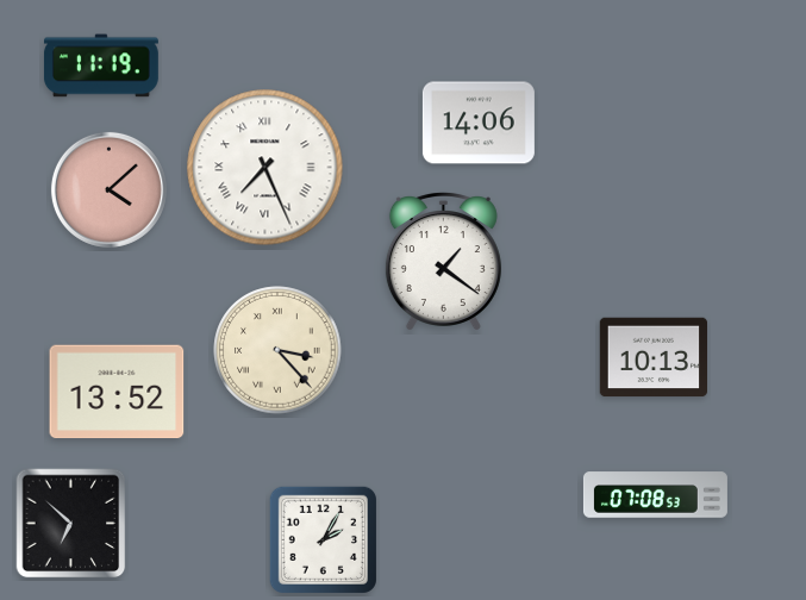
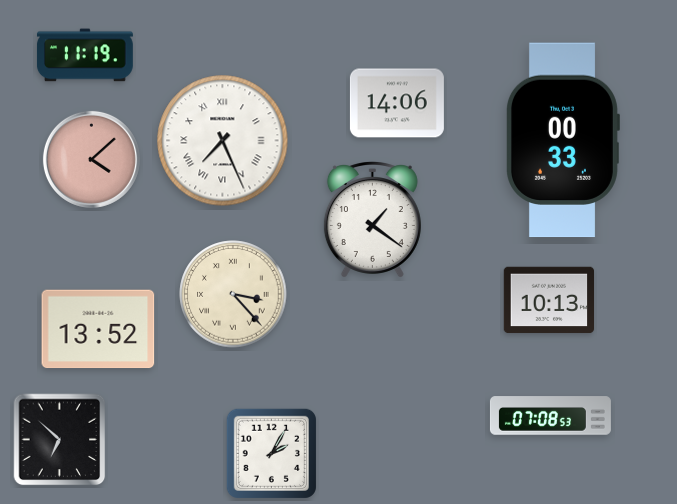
clock at (479, 123) position: (479, 123) -> (397, 103)
clock at (562, 140): none -> 00:33
